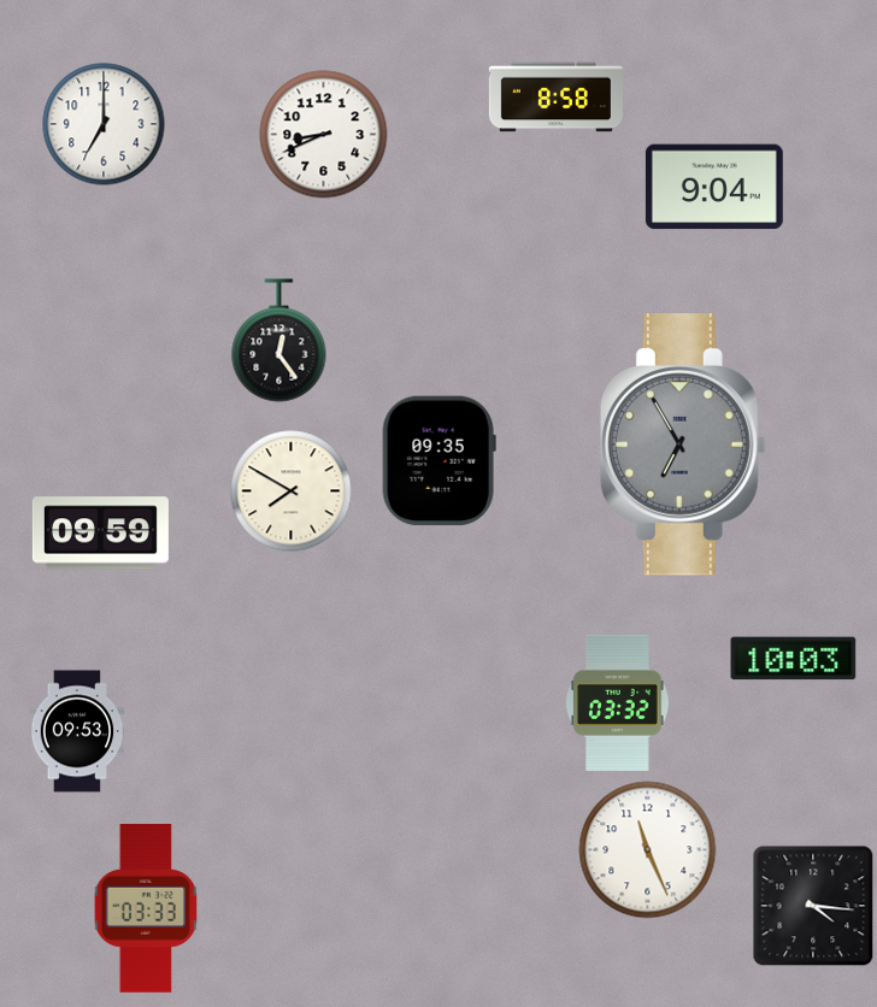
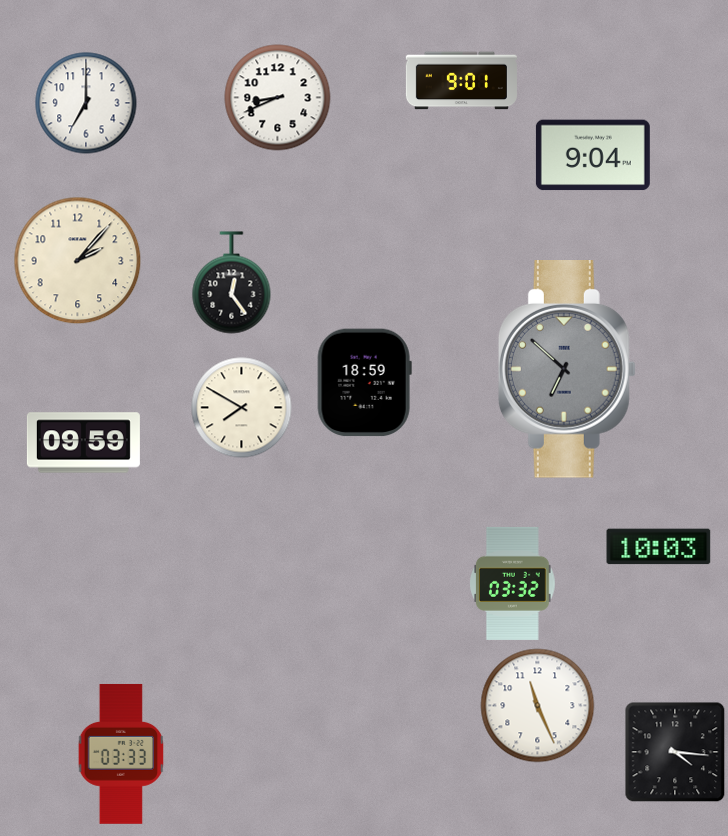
clock at (555, 98): 8:58 -> 9:01
clock at (324, 135) position: (324, 135) -> (278, 98)
clock at (78, 261): none -> 2:07
clock at (683, 446): 6:55 -> 6:52
clock at (438, 461): 09:35 -> 18:59
clock at (77, 731): 09:53 -> none
